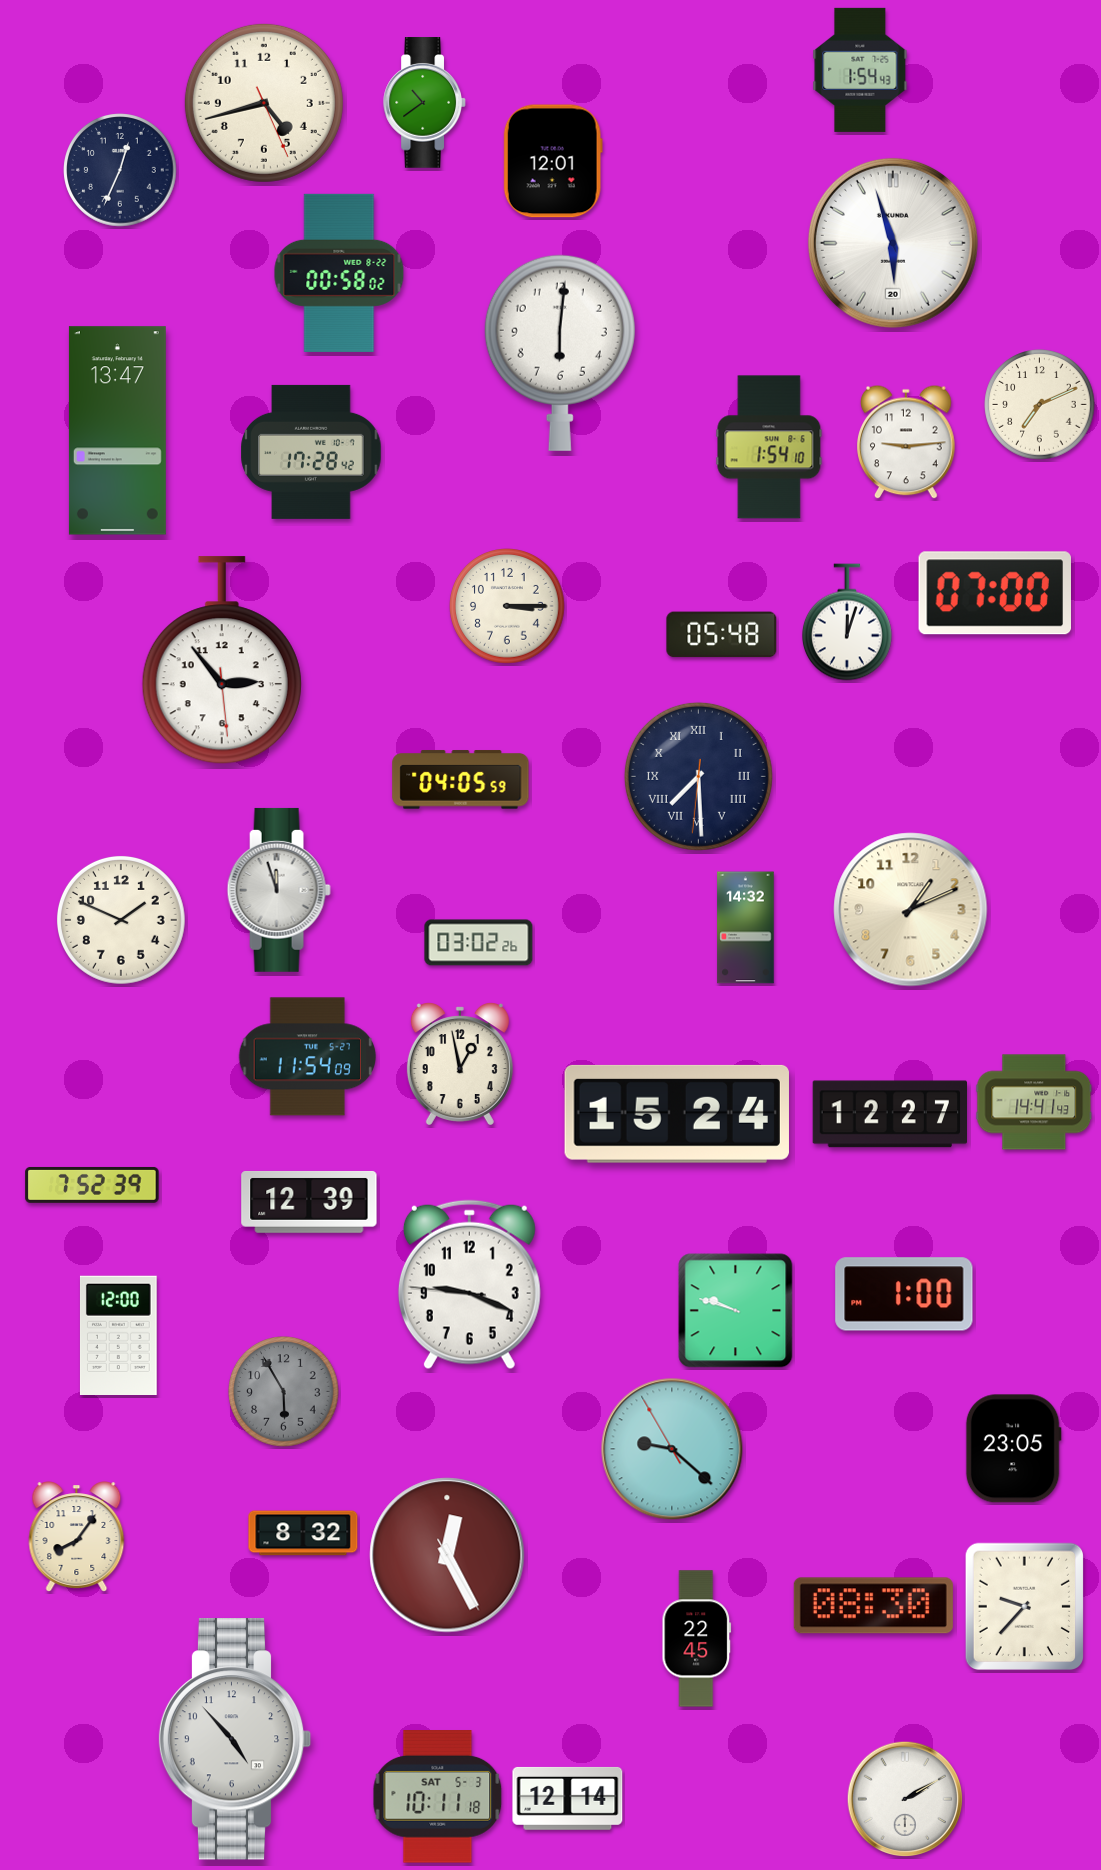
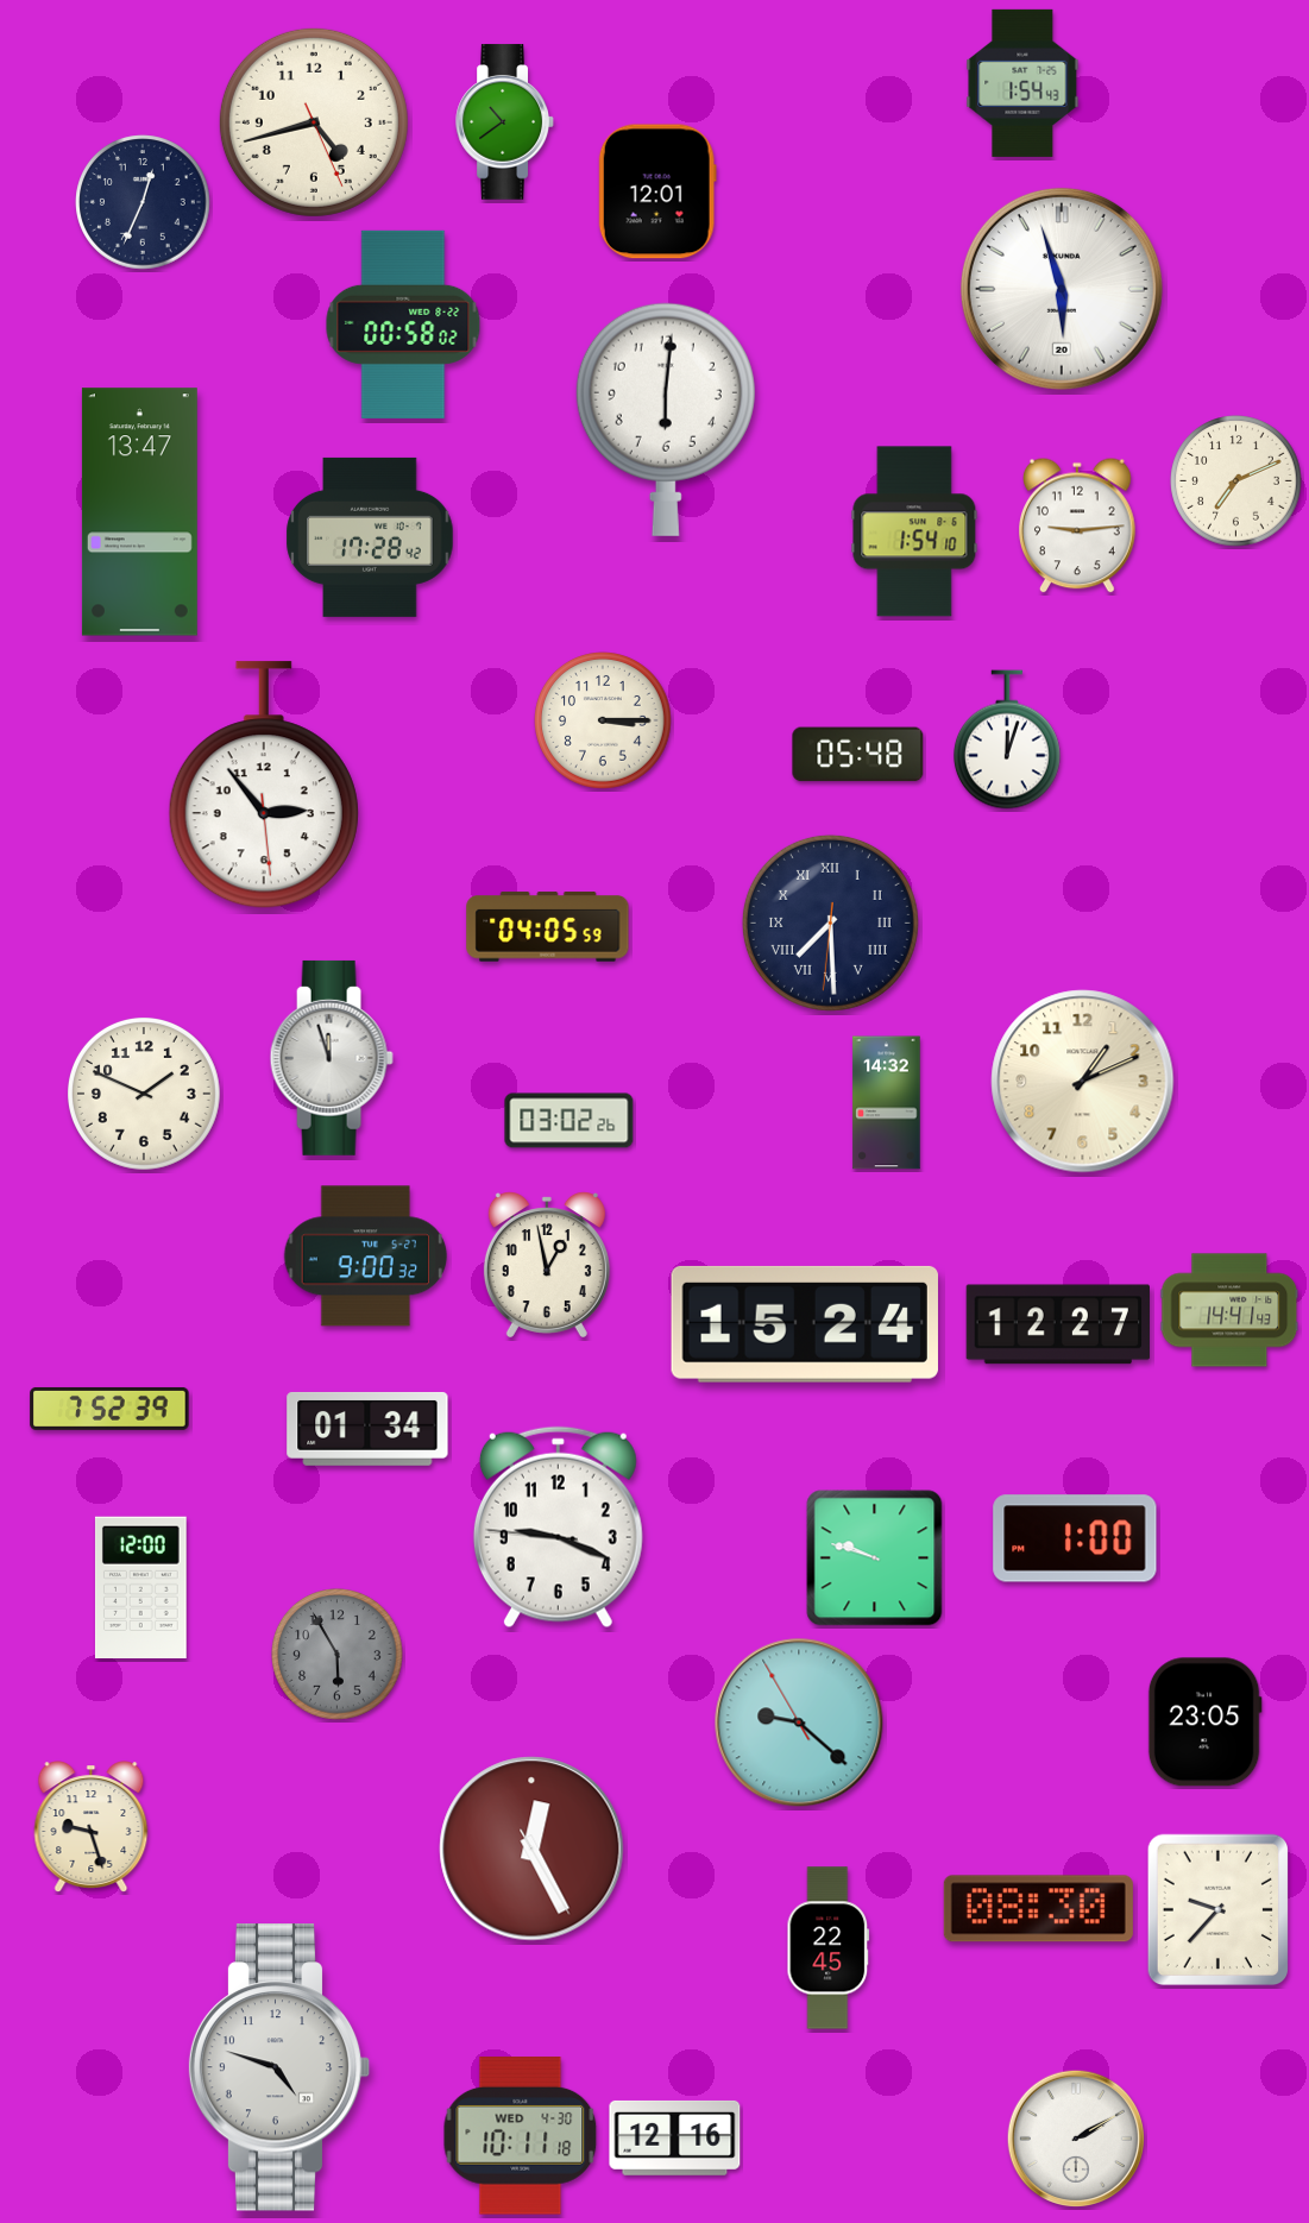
clock at (994, 593): 07:00 -> none
clock at (308, 1057): 11:54 -> 9:00
clock at (309, 1202): 12:39 -> 01:34
clock at (303, 1533): 8:32 -> none
clock at (77, 1537): 8:06 -> 9:27
clock at (235, 1739): 4:53 -> 4:48
clock at (438, 1797) date: SAT 5-3 -> WED 4-30
clock at (568, 1798): 12:14 -> 12:16
